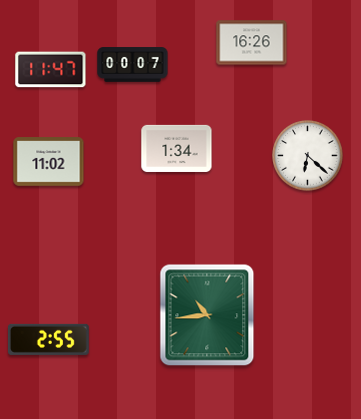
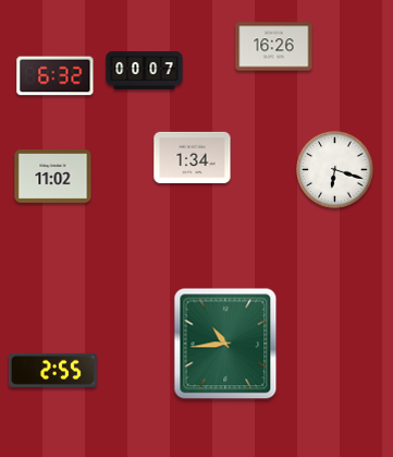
clock at (51, 70): 11:47 -> 6:32
clock at (177, 148) position: (177, 148) -> (193, 157)
clock at (308, 156): 6:22 -> 6:18
